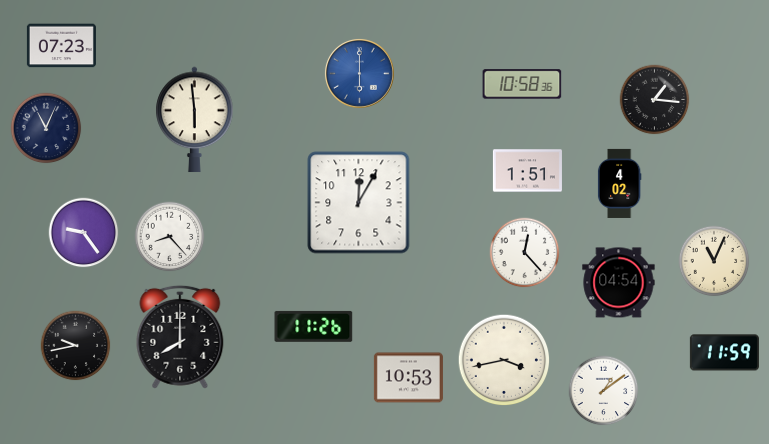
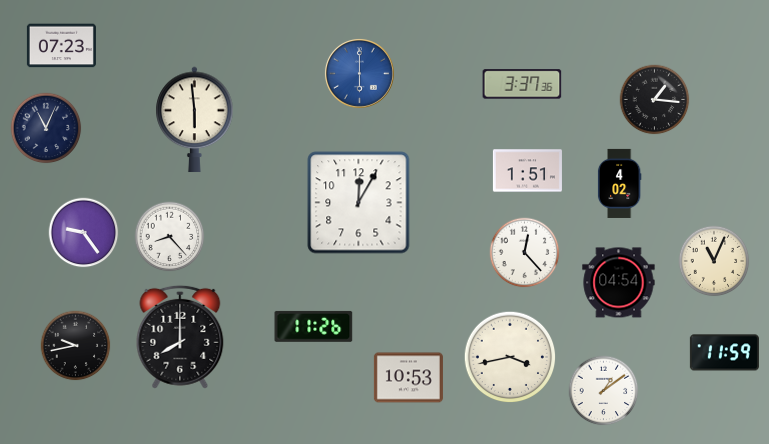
clock at (522, 84): 10:58 -> 3:37
clock at (504, 360) position: (504, 360) -> (510, 357)
